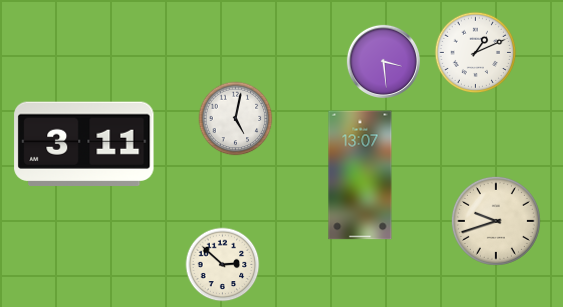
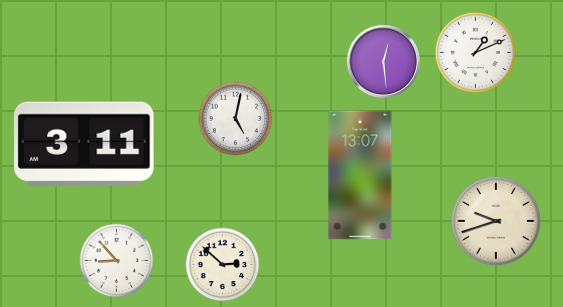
clock at (383, 61): 3:29 -> 12:29
clock at (117, 261): none -> 8:53
